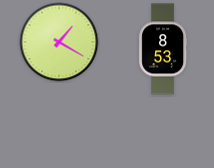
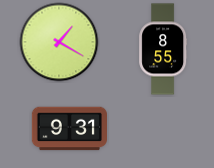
clock at (163, 49): 8:53 -> 8:55
clock at (69, 129): none -> 9:31
